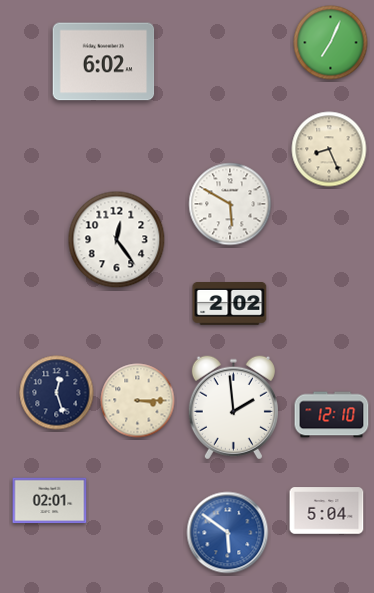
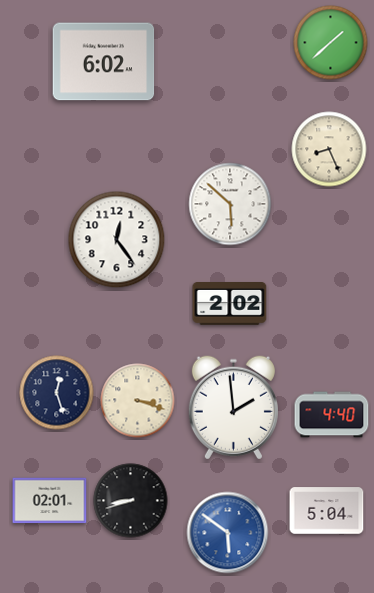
clock at (331, 43): 7:04 -> 1:38
clock at (230, 204): 5:50 -> 5:52
clock at (138, 401): 3:15 -> 3:18
clock at (332, 415): 12:10 -> 4:40
clock at (131, 501): none -> 8:42
